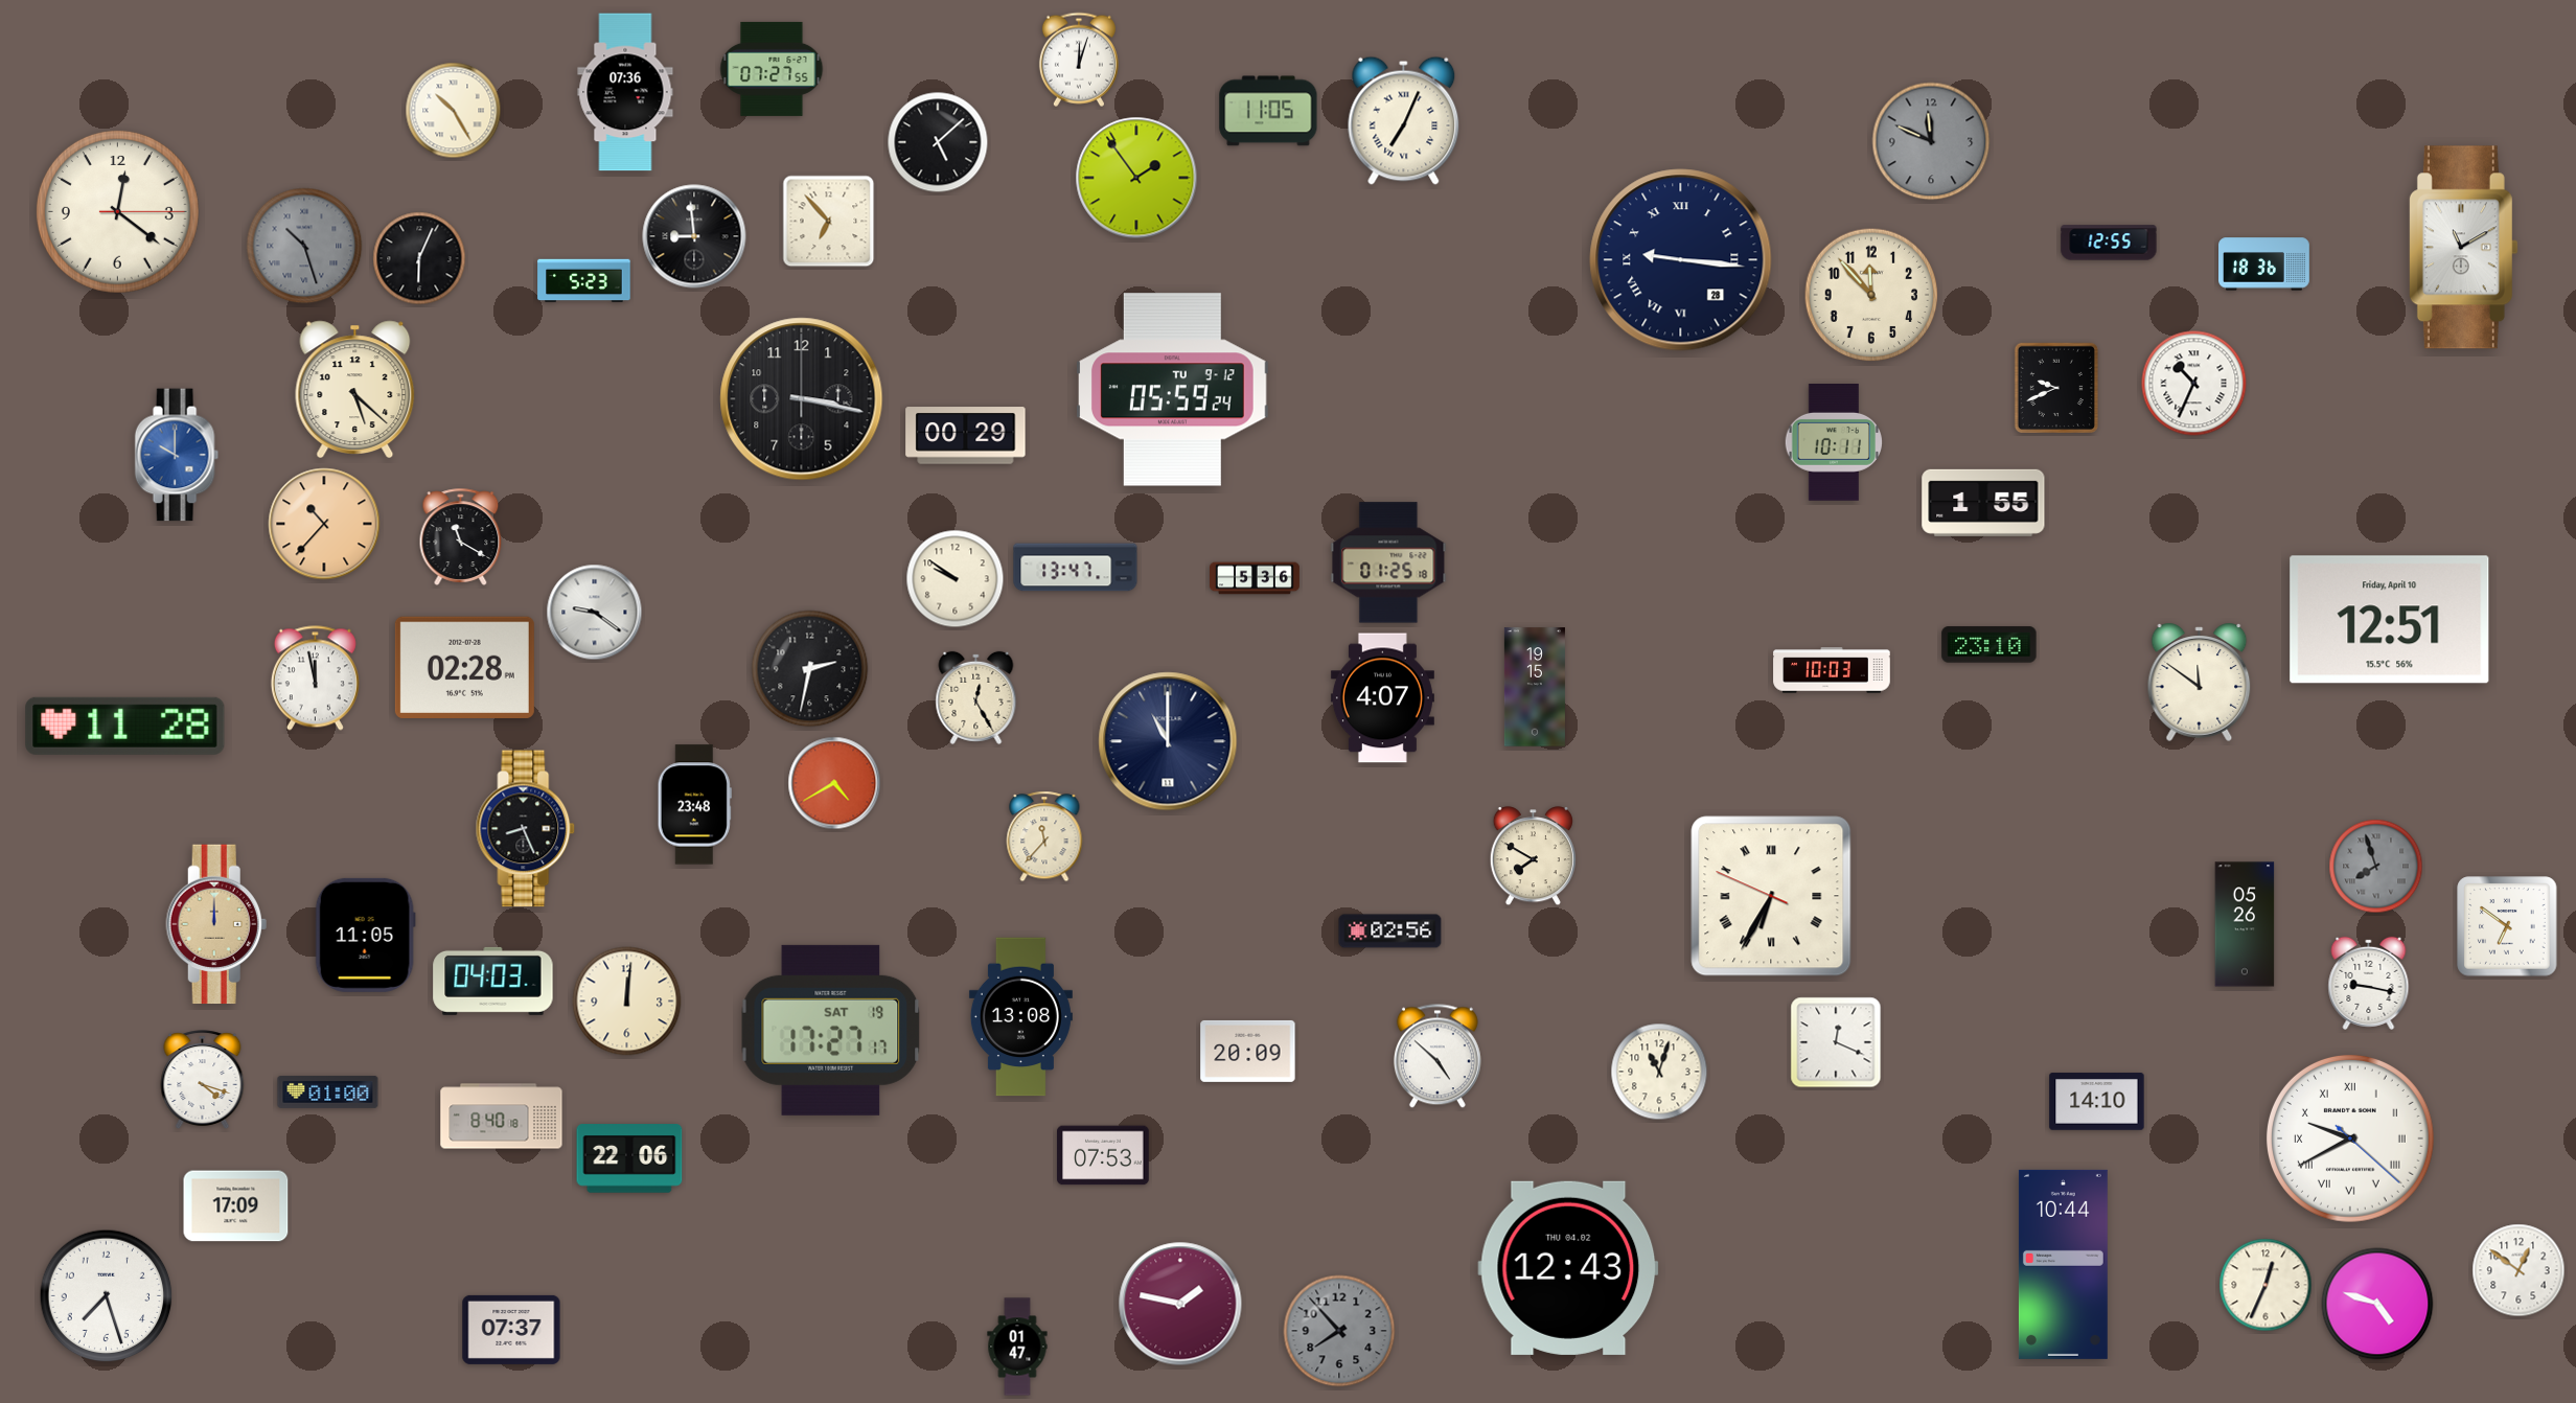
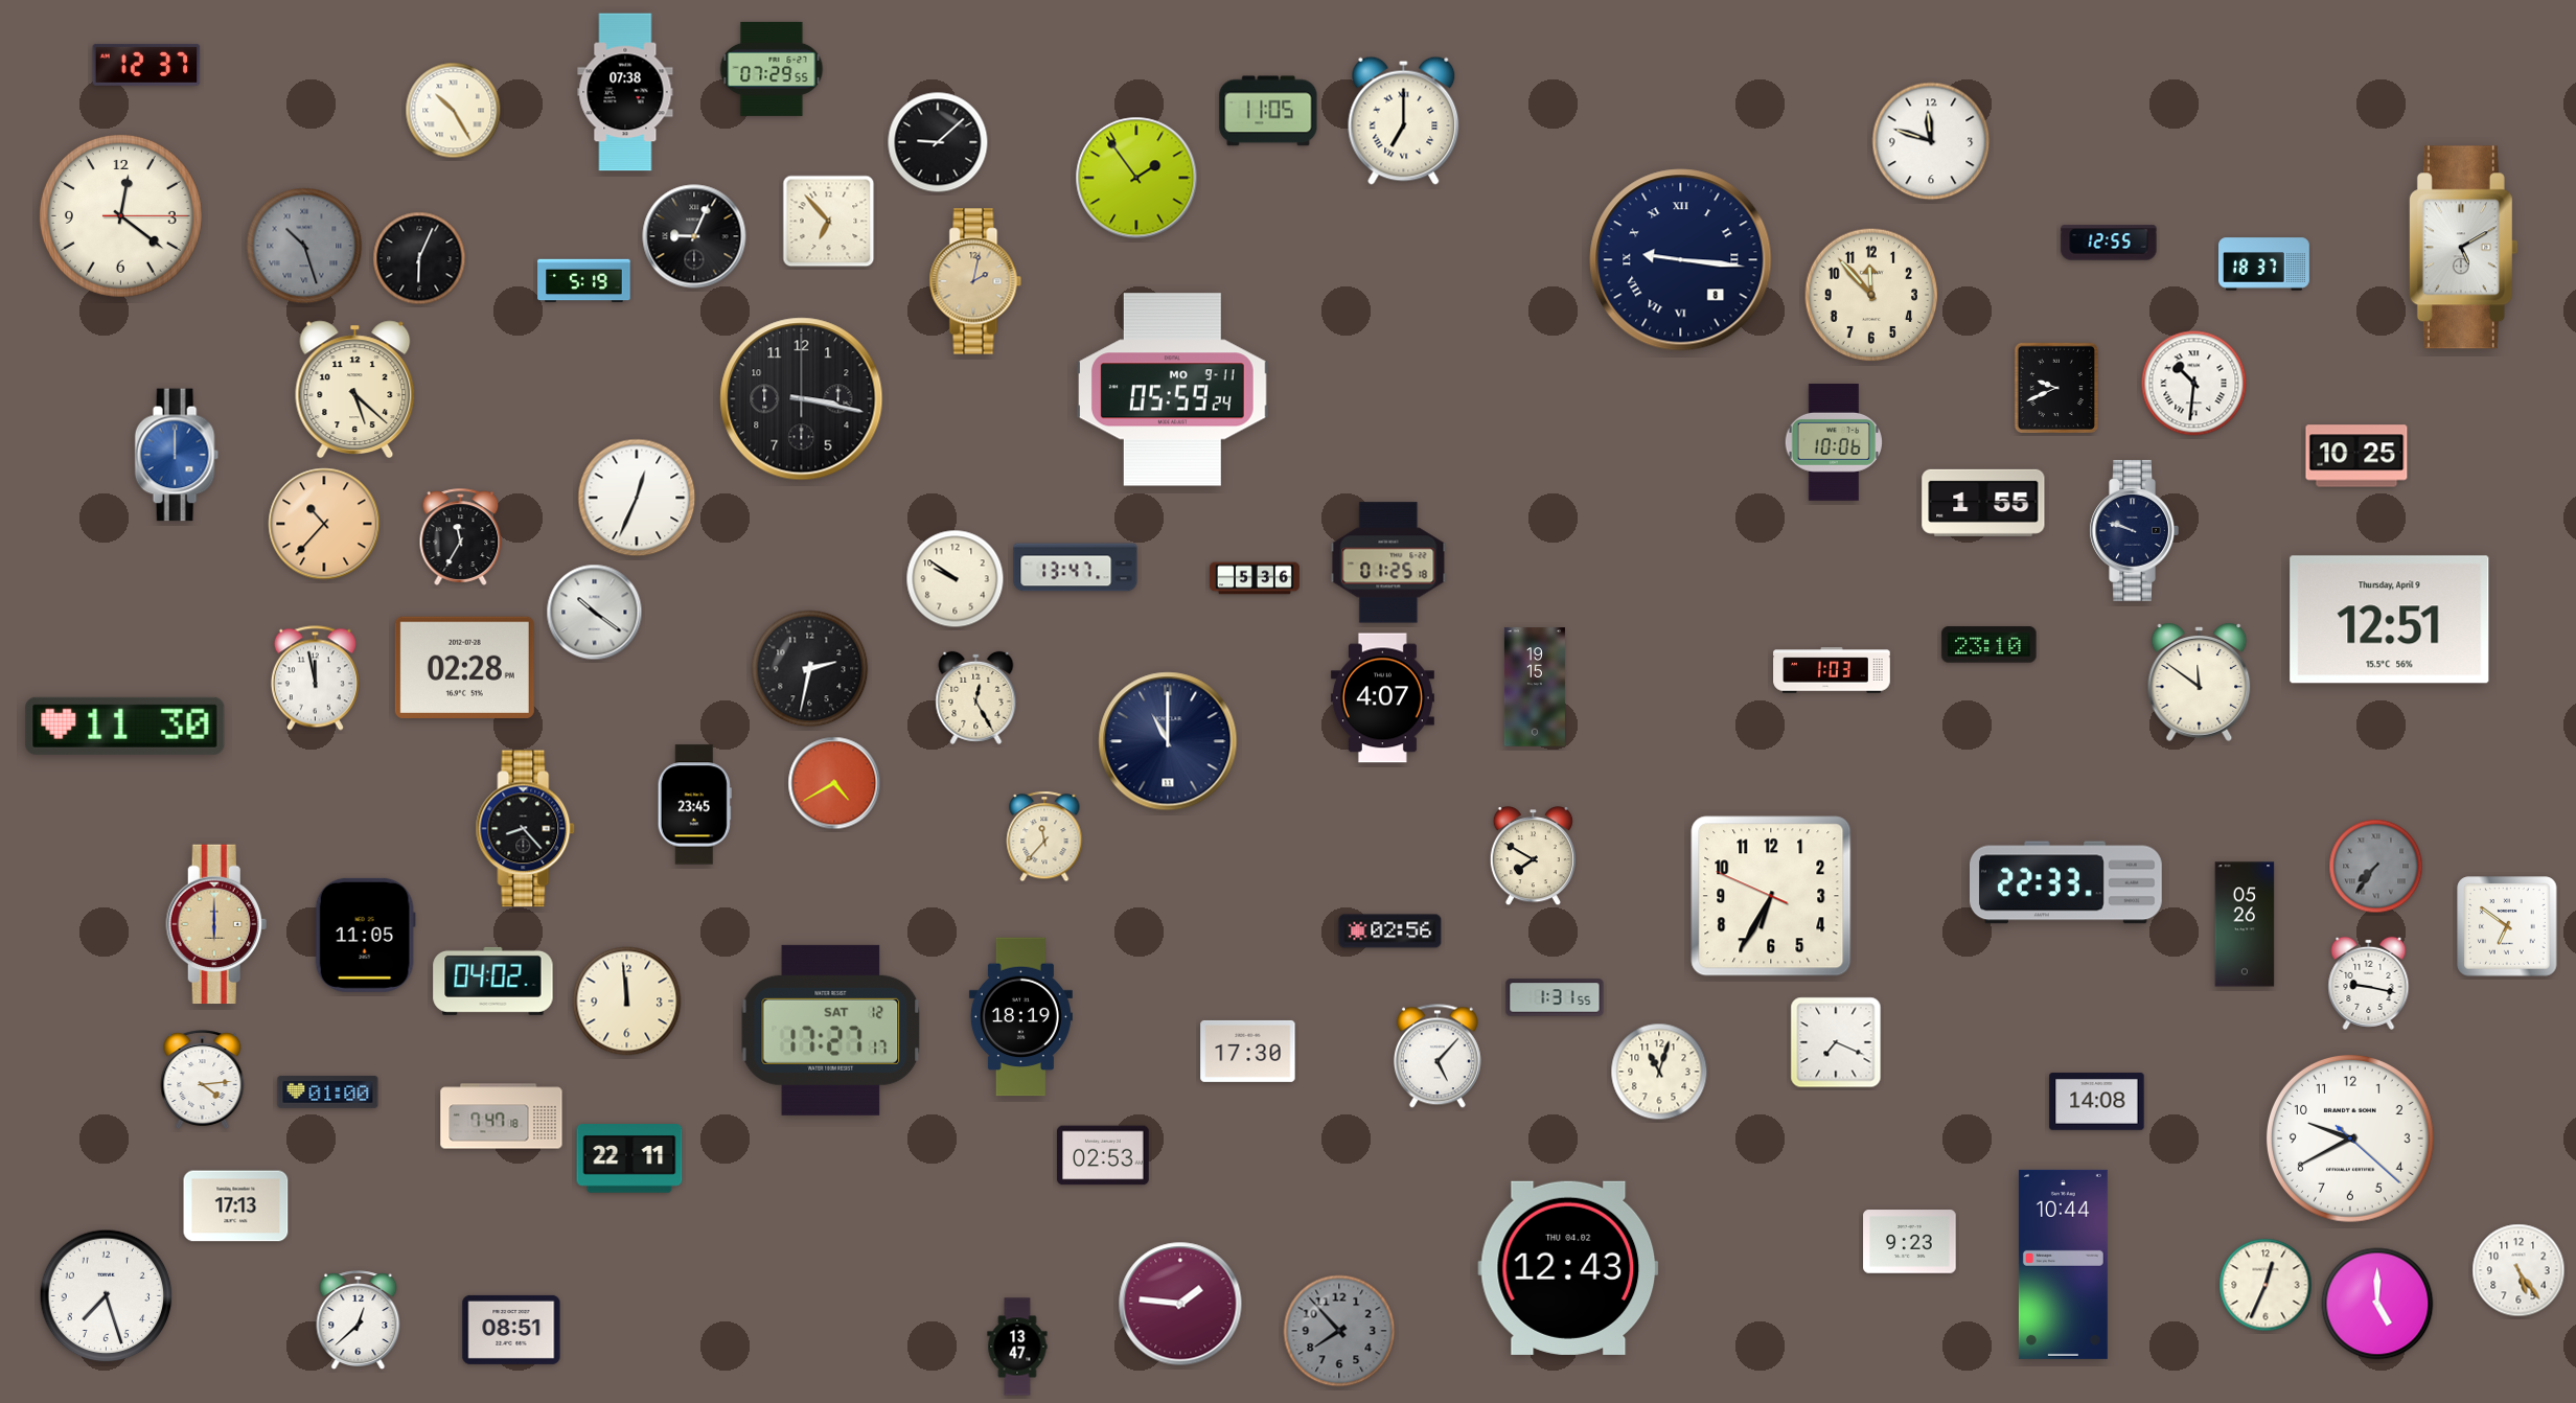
clock at (1079, 60): 12:03 -> none
clock at (146, 65): none -> 12:37
clock at (772, 69): 07:27 -> 07:29
clock at (625, 92): 07:36 -> 07:38
clock at (1404, 120): 7:04 -> 7:00
clock at (1931, 141): 11:49 -> 11:48
clock at (1931, 141) dial: grey -> white
clock at (938, 142): 5:08 -> 9:08
clock at (117, 211) position: (117, 211) -> (120, 215)
clock at (694, 236): 8:59 -> 9:04
clock at (2463, 248): 11:10 -> 5:10
clock at (1681, 260) date: 28 -> 8
clock at (2264, 264): 18:36 -> 18:37
clock at (584, 281): 5:23 -> 5:19
clock at (975, 281): none -> 2:02
clock at (2194, 384): 10:34 -> 10:31
clock at (1173, 390) date: TU 9-12 -> MO 9-11
clock at (966, 436): 00:29 -> none
clock at (1833, 443): 10:11 -> 10:06
clock at (177, 455): 10:00 -> 12:00
clock at (2356, 456): none -> 10:25
clock at (637, 498): none -> 12:34
clock at (2134, 530): none -> 9:48
clock at (461, 536): 11:20 -> 11:35
clock at (595, 613): 9:21 -> 10:21
clock at (2390, 620) date: Friday, April 10 -> Thursday, April 9
clock at (1832, 670): 10:03 -> 1:03
clock at (125, 726): 11:28 -> 11:30
clock at (694, 805): 23:48 -> 23:45
clock at (526, 829): 8:26 -> 8:23
clock at (2376, 867): 7:57 -> 7:36
clock at (2067, 882): none -> 22:33
clock at (1771, 896) numerals: Roman -> Arabic
clock at (216, 924): 12:00 -> 6:00
clock at (493, 981): 04:03 -> 04:02
clock at (1555, 997): none -> 1:31
clock at (627, 1002): 12:01 -> 11:59
clock at (1020, 1017): 13:08 -> 18:19
clock at (831, 1030) date: SAT 19 -> SAT 12
clock at (1836, 1042): 12:19 -> 7:19
clock at (1248, 1051): 20:09 -> 17:30
clock at (1437, 1056): 4:52 -> 5:07
clock at (203, 1080): 4:18 -> 4:14
clock at (2097, 1102): 14:10 -> 14:08
clock at (502, 1117): 8:40 -> 7:47
clock at (2351, 1140) numerals: Roman -> Arabic
clock at (1103, 1155): 07:53 -> 02:53
clock at (629, 1158): 22:06 -> 22:11
clock at (236, 1206): 17:09 -> 17:13
clock at (1910, 1242): none -> 9:23
clock at (2518, 1270): 12:51 -> 5:24
clock at (1180, 1304): 1:47 -> 1:46
clock at (2377, 1304): 4:48 -> 5:00
clock at (359, 1320): none -> 12:38
clock at (511, 1330): 07:37 -> 08:51
clock at (1017, 1347): 01:47 -> 13:47
